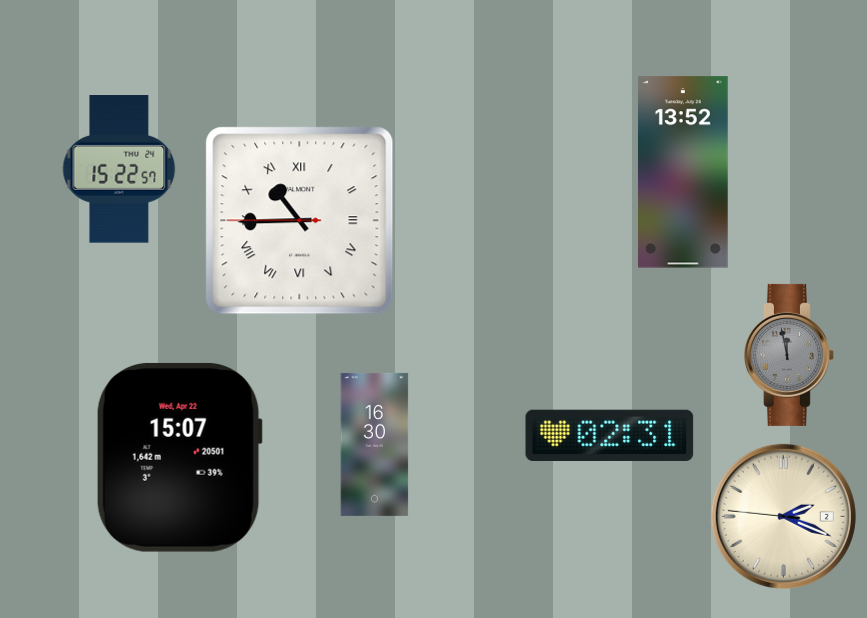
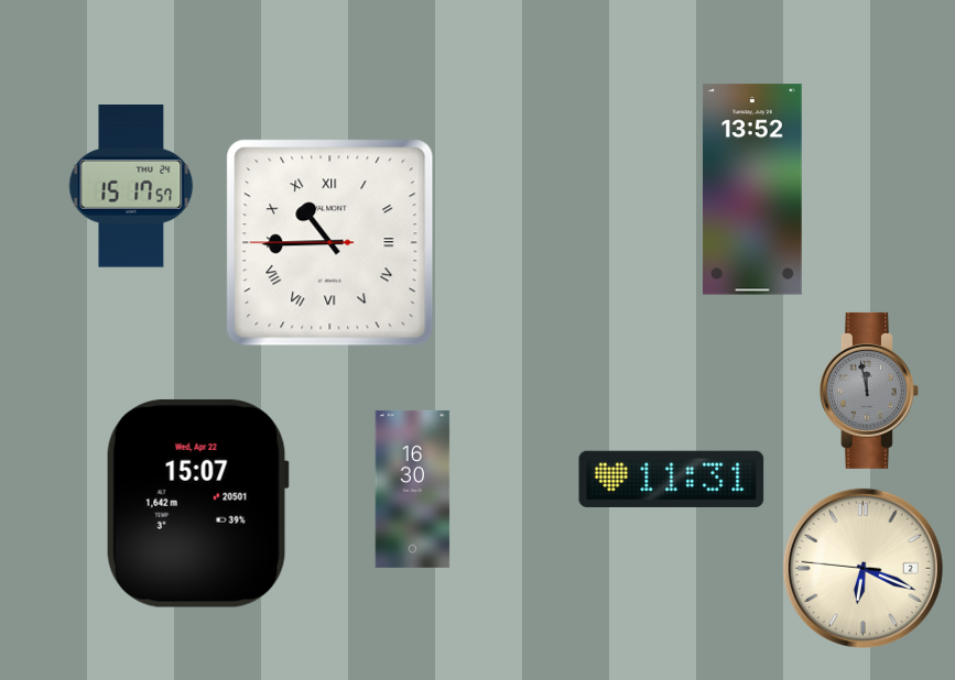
clock at (119, 169): 15:22 -> 15:17
clock at (610, 435): 02:31 -> 11:31
clock at (783, 516): 2:18 -> 6:18
